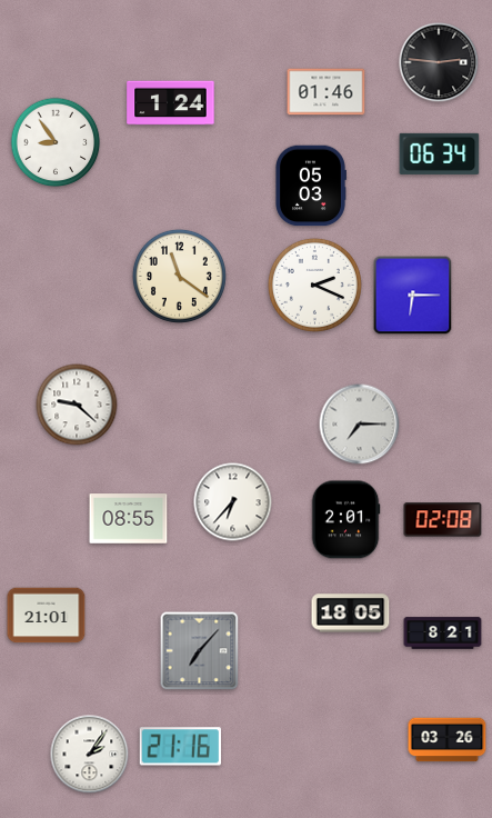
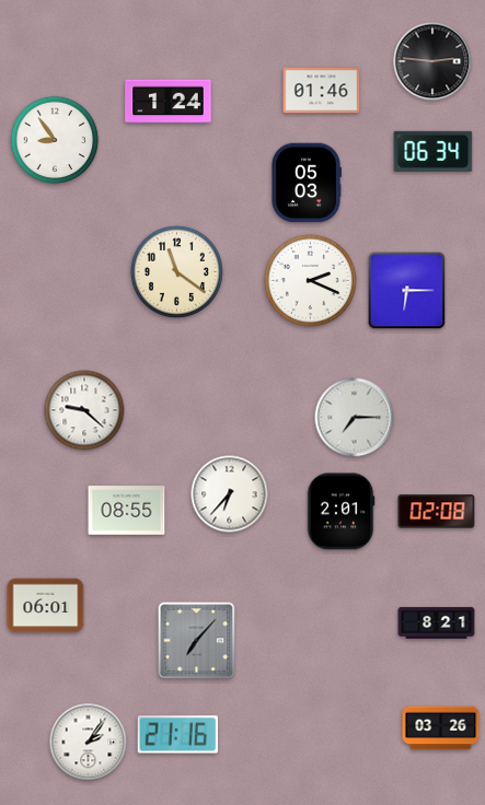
clock at (77, 405) position: (77, 405) -> (84, 410)
clock at (351, 614): 18:05 -> none
clock at (47, 616): 21:01 -> 06:01
